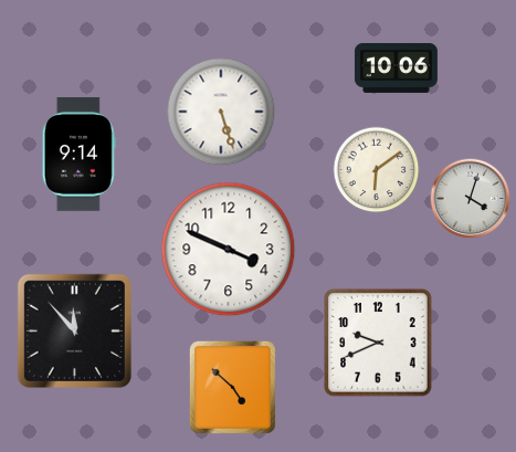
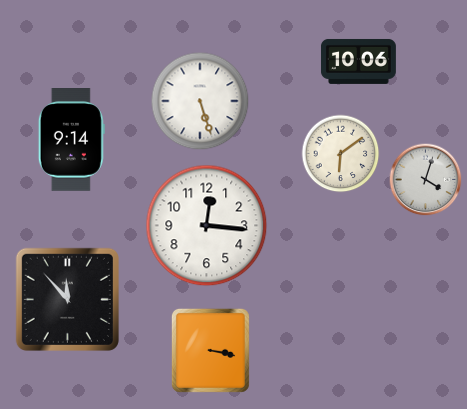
clock at (229, 250): 3:49 -> 12:16
clock at (378, 343): 9:41 -> none
clock at (232, 387): 4:52 -> 3:17
